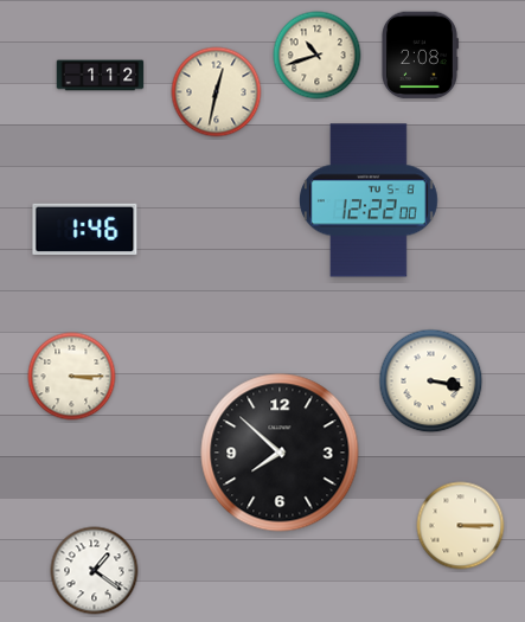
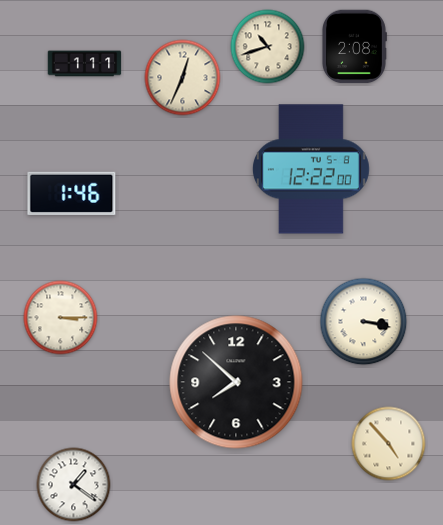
clock at (101, 76): 1:12 -> 1:11
clock at (217, 92): 12:32 -> 12:34
clock at (461, 526): 3:15 -> 4:53
clock at (95, 571) position: (95, 571) -> (74, 485)
